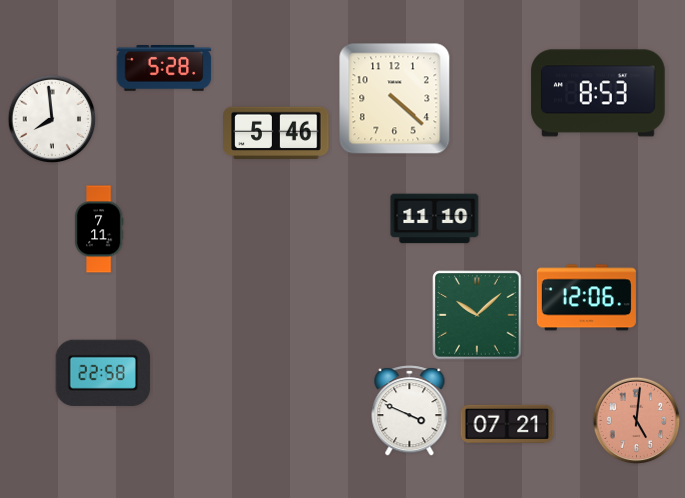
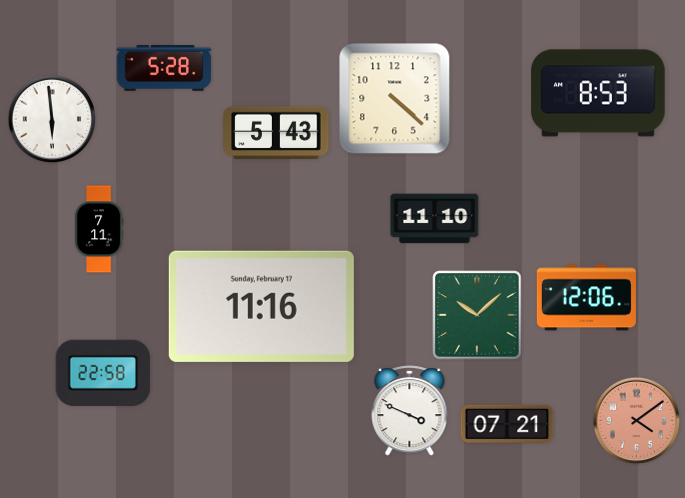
clock at (52, 119): 7:59 -> 5:59
clock at (276, 133): 5:46 -> 5:43
clock at (261, 306): none -> 11:16
clock at (637, 421): 5:01 -> 4:09
